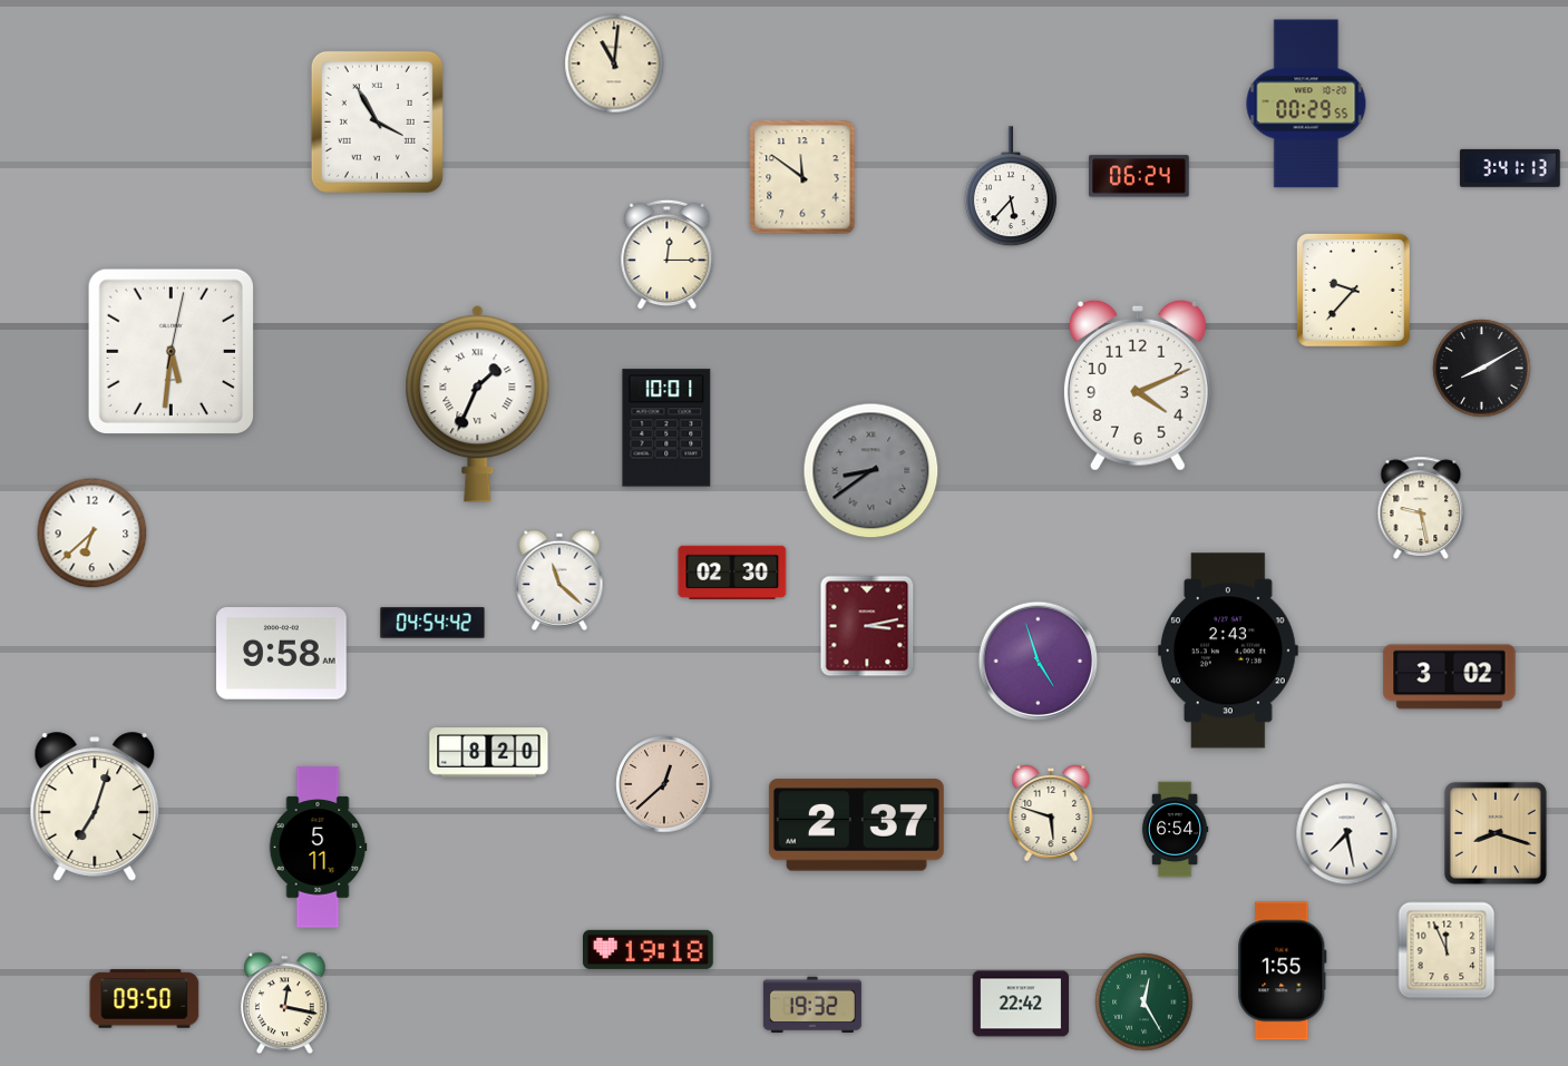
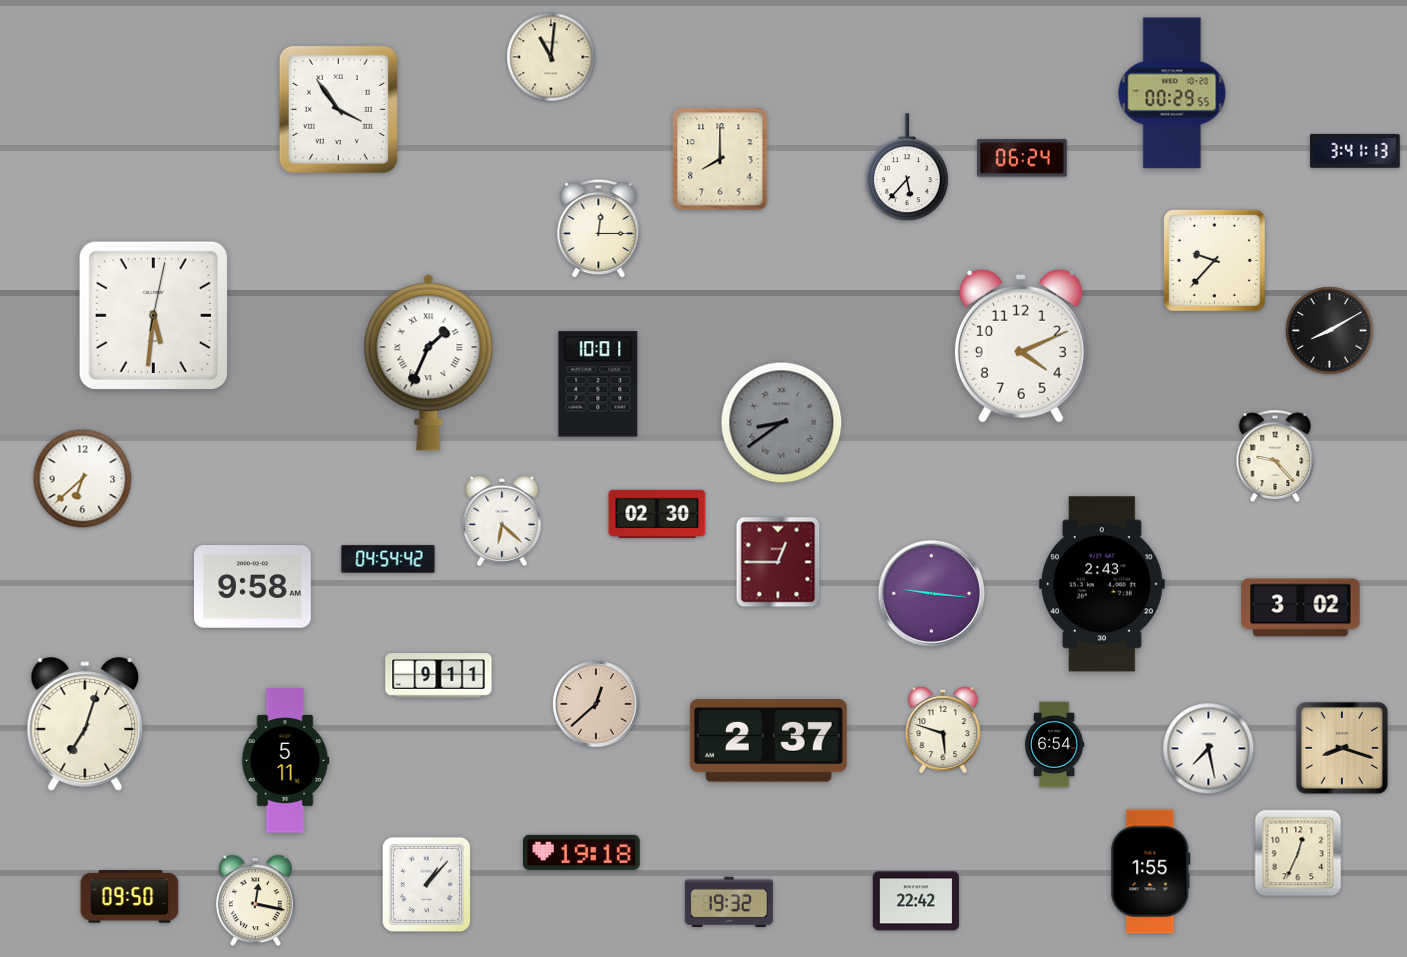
clock at (377, 121): 3:55 -> 3:54
clock at (802, 177): 11:51 -> 8:00
clock at (1421, 508): 9:28 -> 9:23
clock at (559, 580): 11:22 -> 6:22
clock at (867, 626): 3:13 -> 12:45
clock at (1039, 662): 4:57 -> 9:16
clock at (489, 753): 8:20 -> 9:11
clock at (1447, 950): 11:56 -> 12:34
clock at (426, 884): none -> 1:07
clock at (1145, 1003): 12:25 -> none
